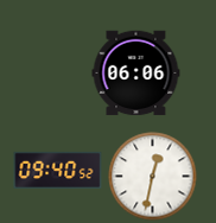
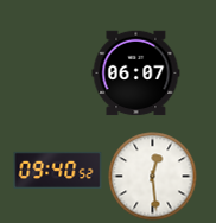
clock at (136, 74): 06:06 -> 06:07
clock at (153, 177): 12:32 -> 12:29
